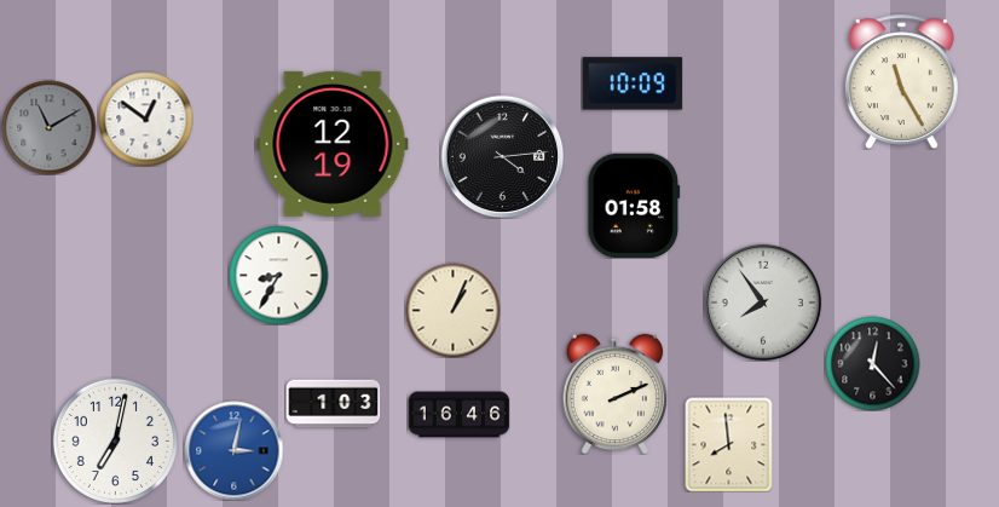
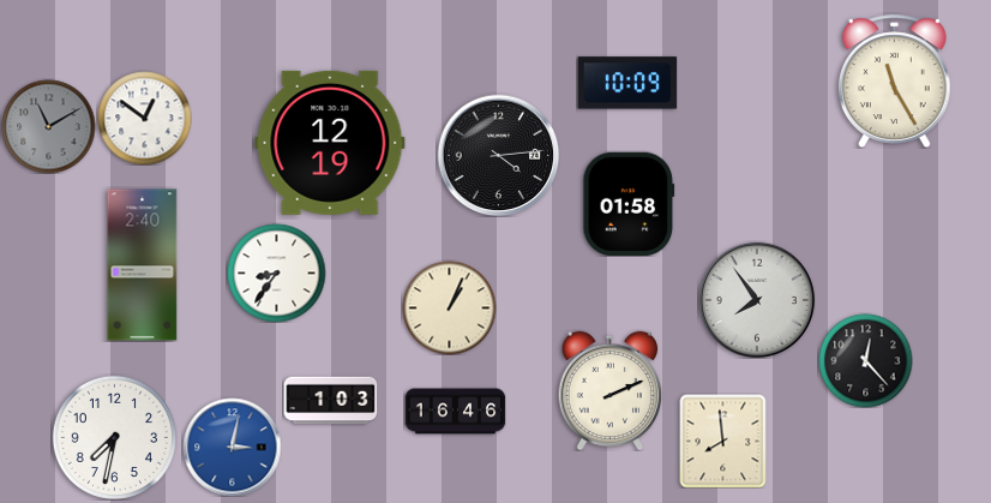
clock at (143, 265): none -> 2:40
clock at (278, 275): 8:35 -> 8:36
clock at (115, 440): 7:02 -> 7:32
